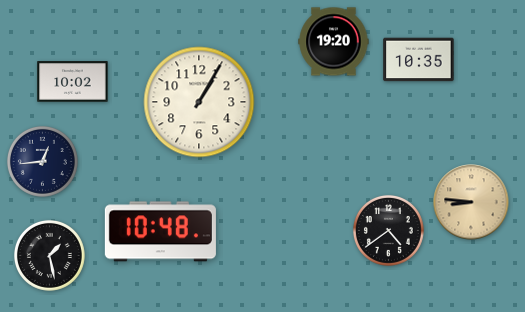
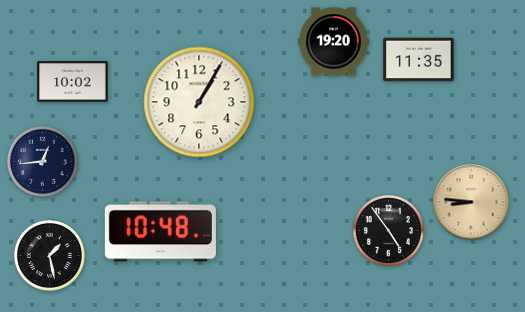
clock at (419, 60): 10:35 -> 11:35
clock at (388, 230): 4:39 -> 4:54
